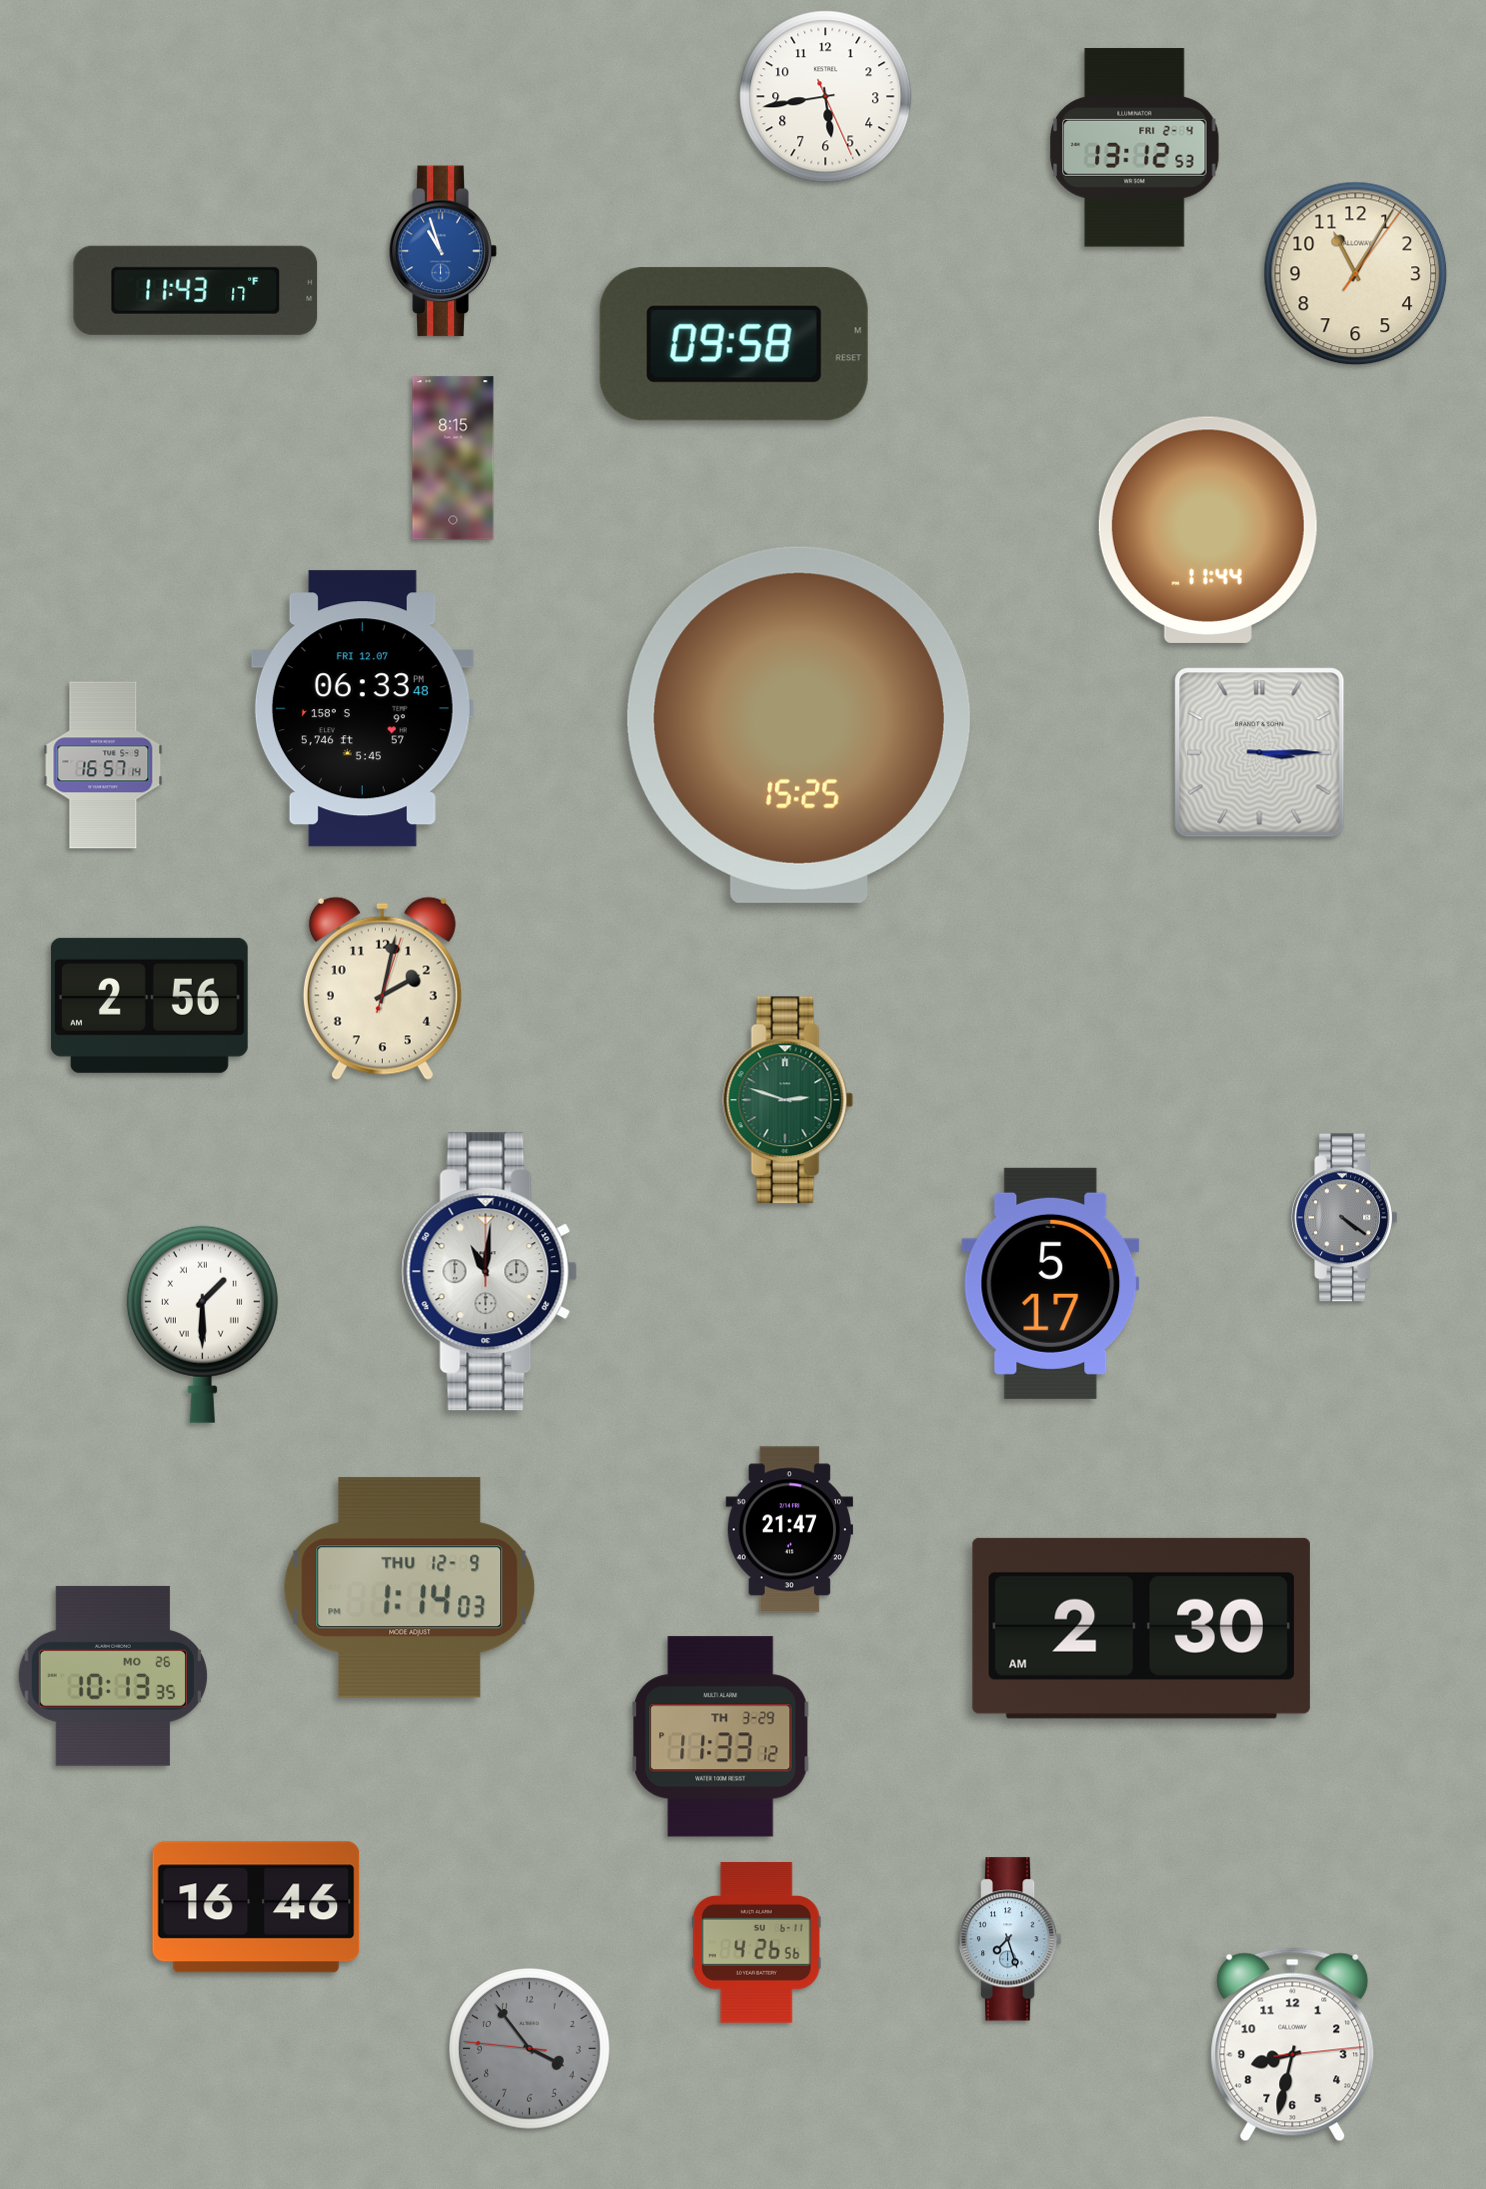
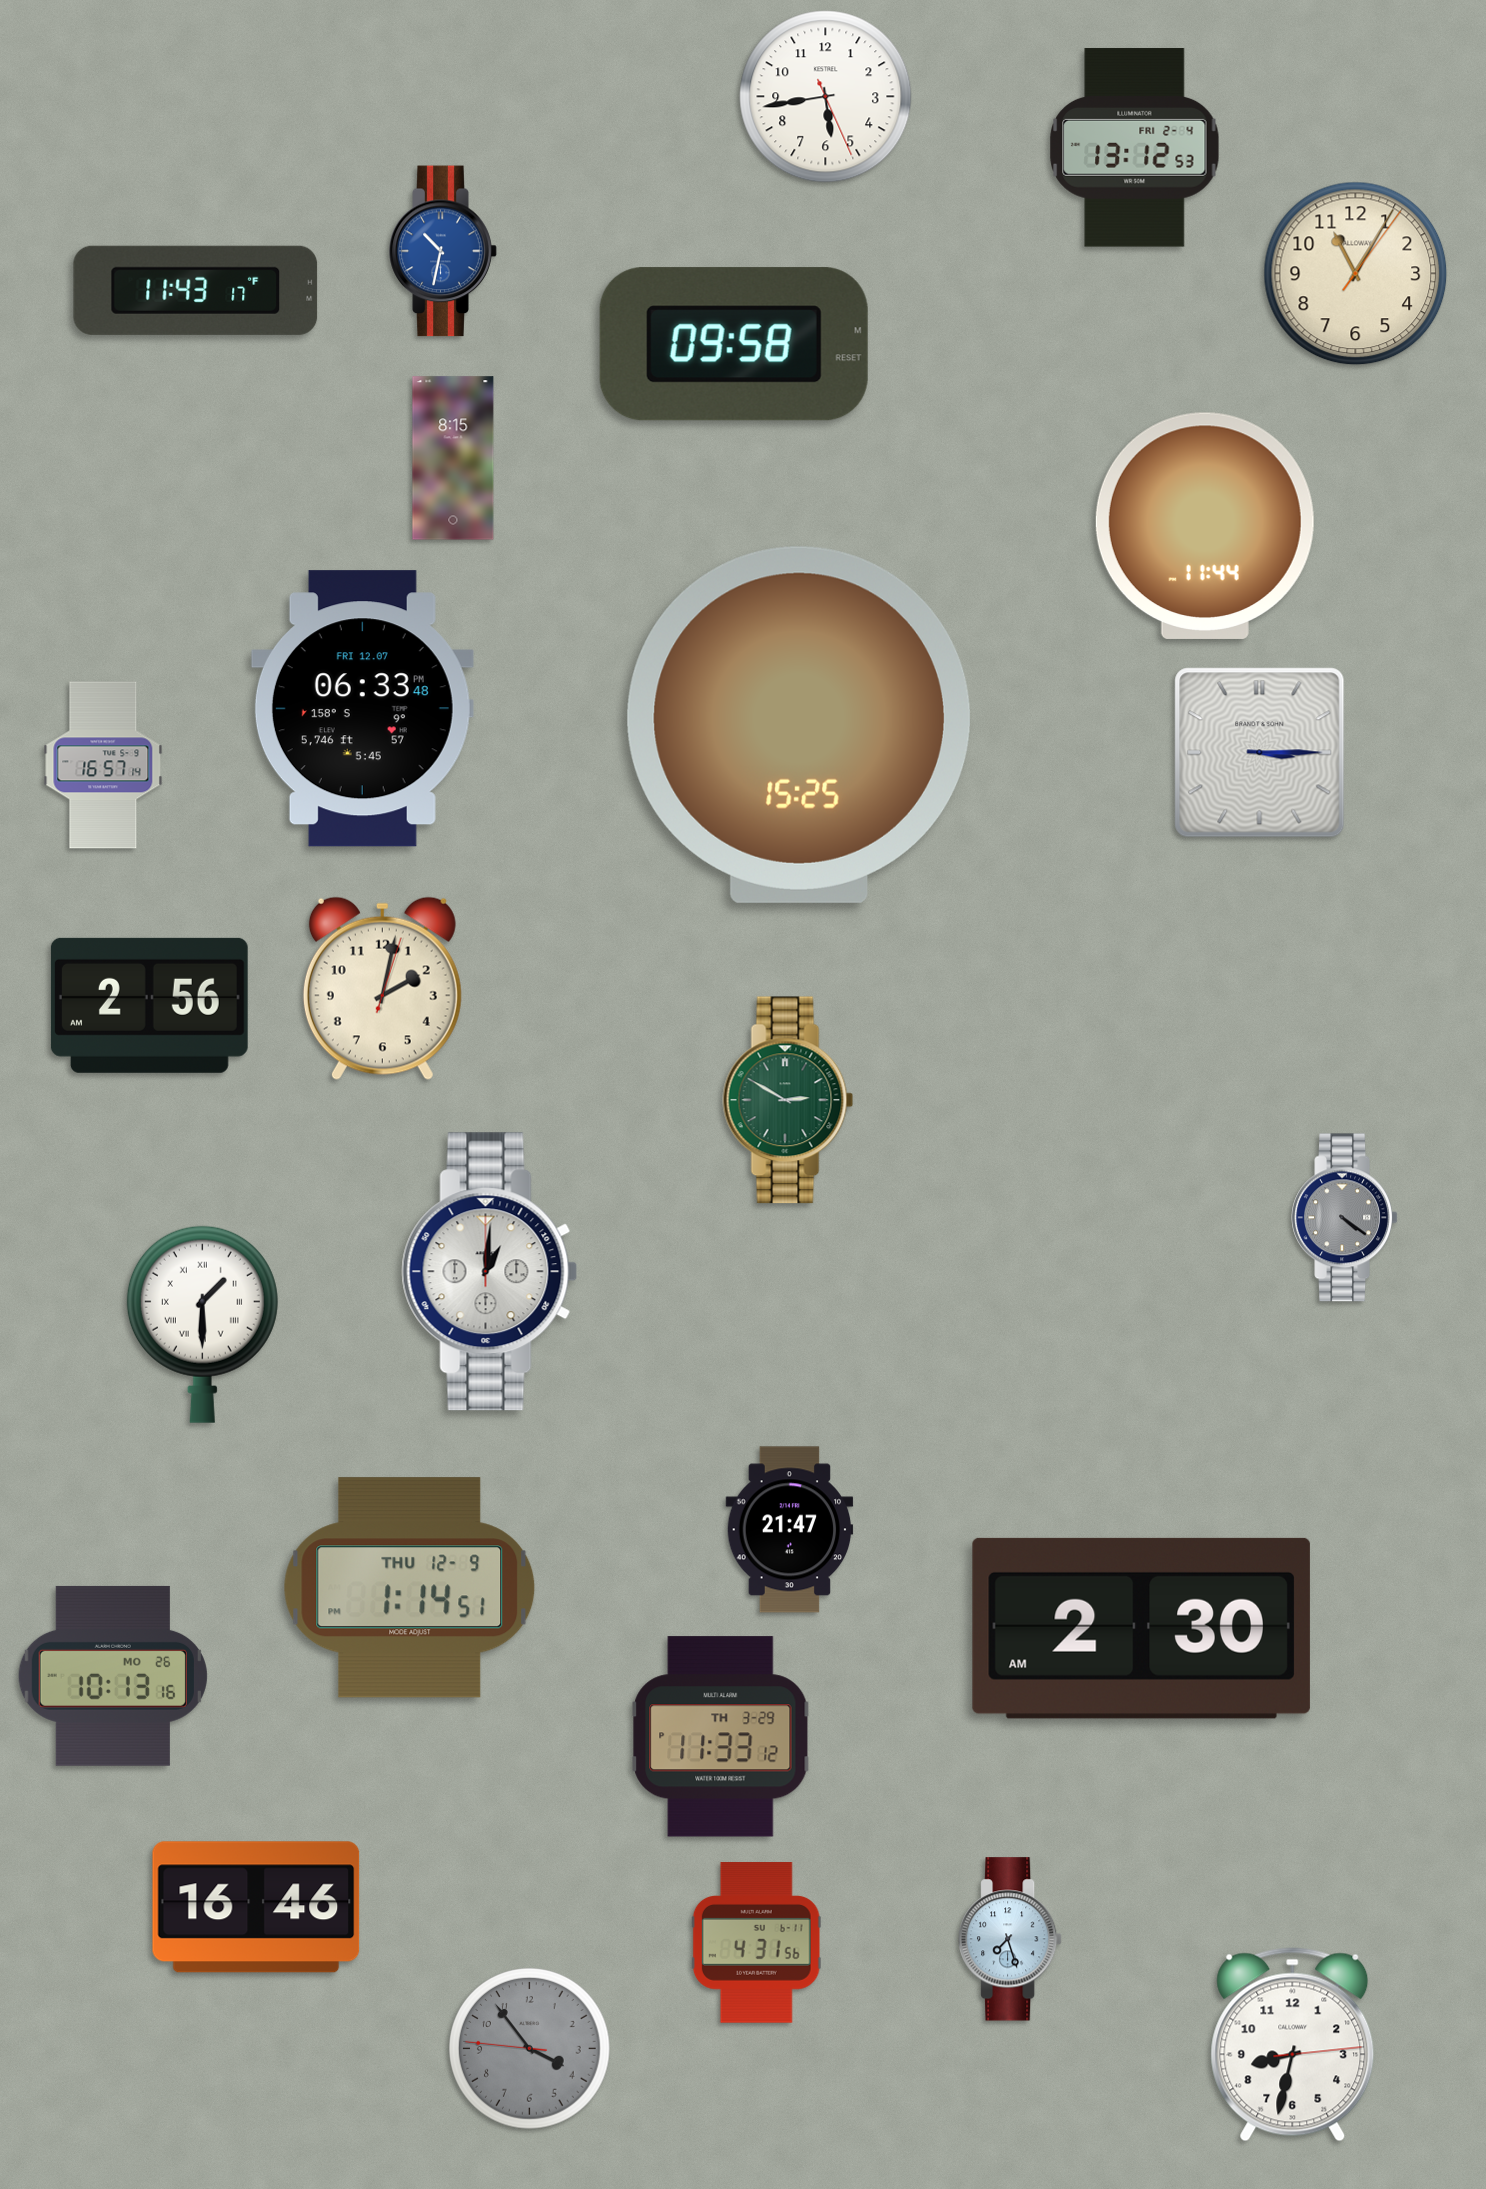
clock at (443, 251): 10:57 -> 10:32
clock at (1208, 530) position: (1208, 530) -> (1205, 526)
clock at (788, 1100): 2:48 -> 2:50
clock at (490, 1272): 11:01 -> 1:01
clock at (1051, 1283): 5:17 -> none
clock at (410, 1588): 1:14:03 -> 1:14:51
clock at (113, 1676): 10:13:35 -> 10:13:16
clock at (756, 1943): 4:26 -> 4:31
